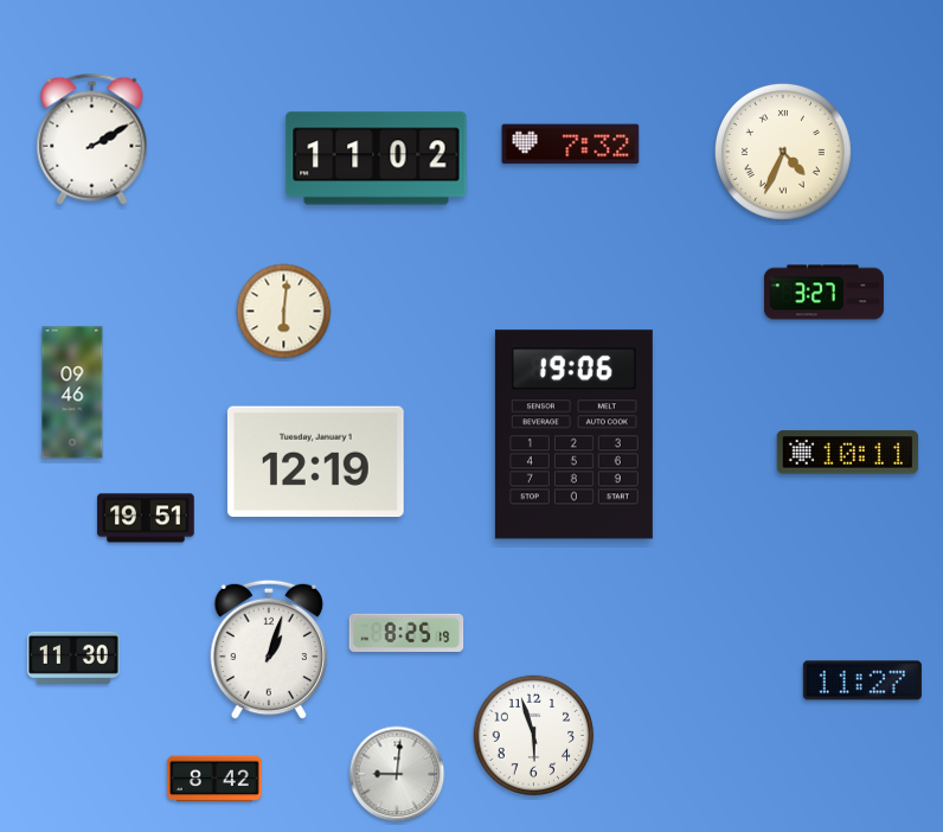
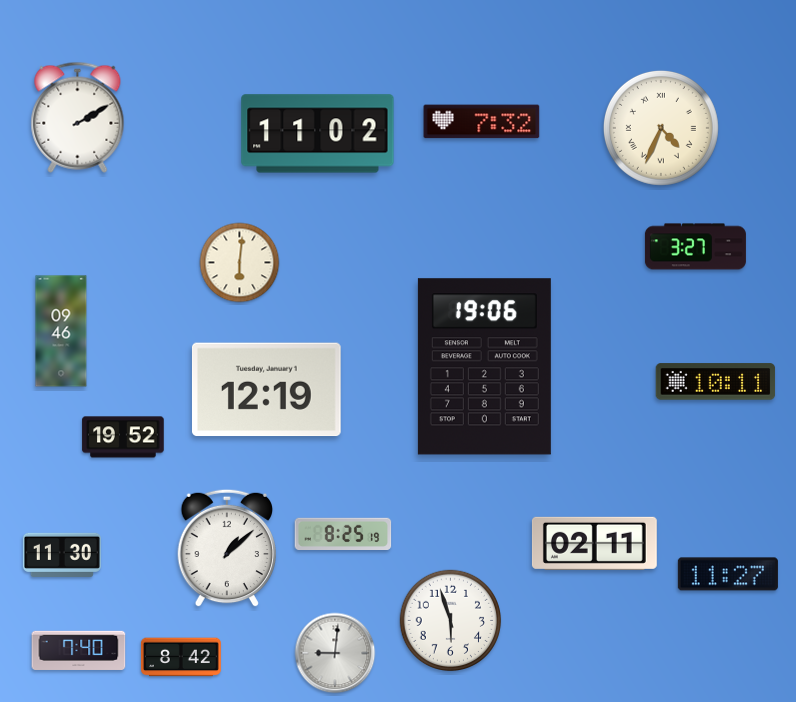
clock at (146, 518): 19:51 -> 19:52
clock at (594, 543): none -> 02:11
clock at (269, 649): 1:03 -> 1:08
clock at (79, 650): none -> 7:40
